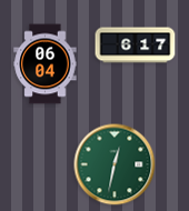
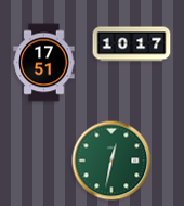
clock at (136, 46): 6:17 -> 10:17
clock at (46, 64): 06:04 -> 17:51
